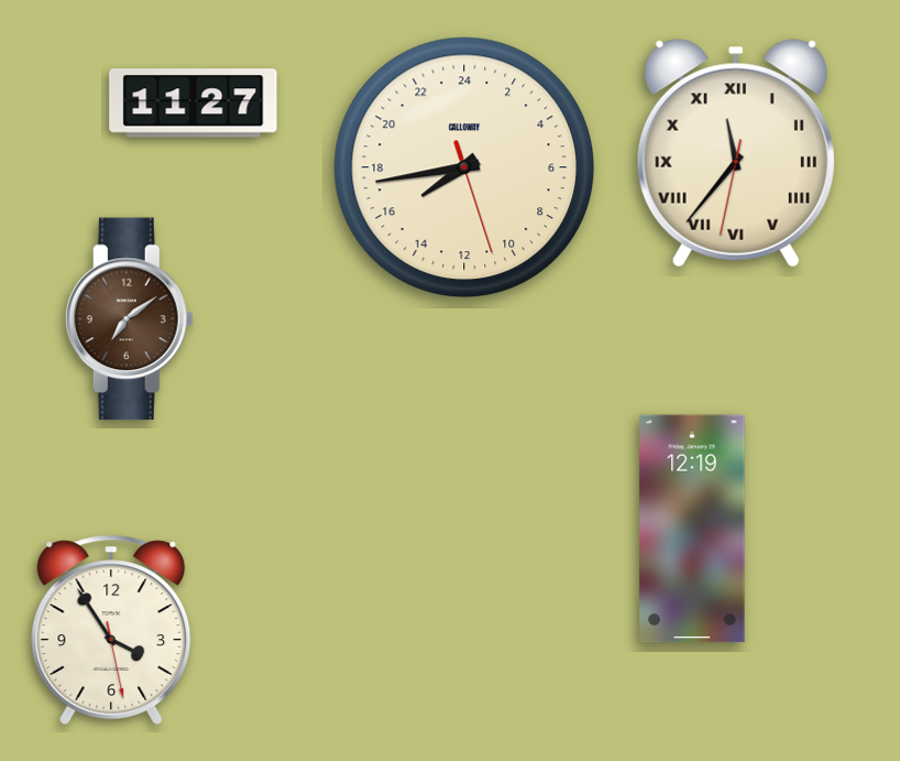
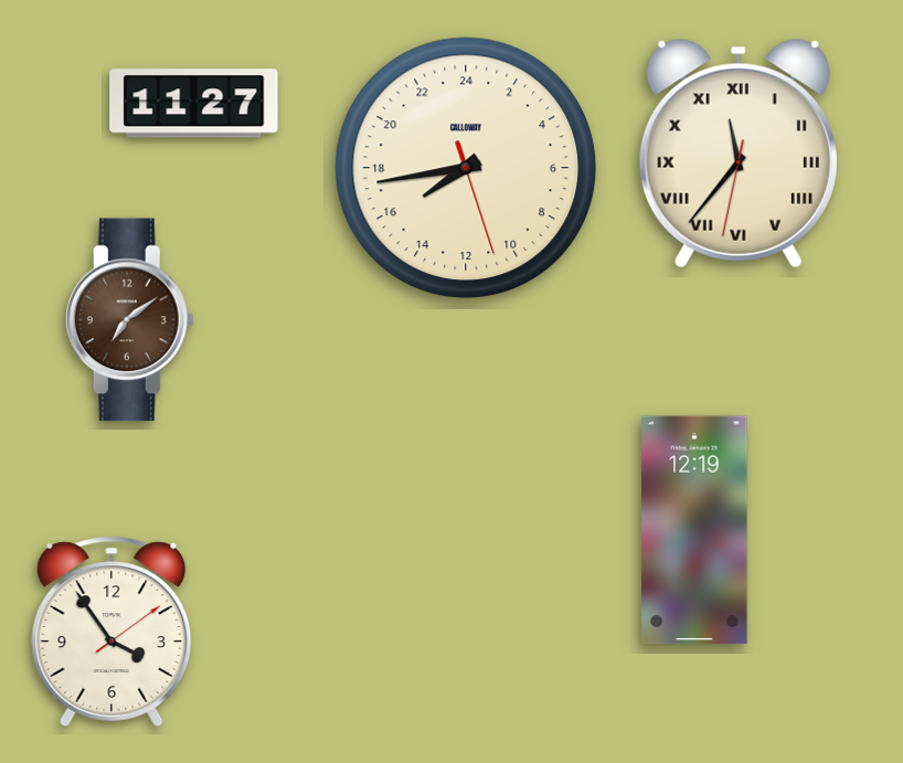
clock at (111, 630): 3:54:28 -> 3:54:09
